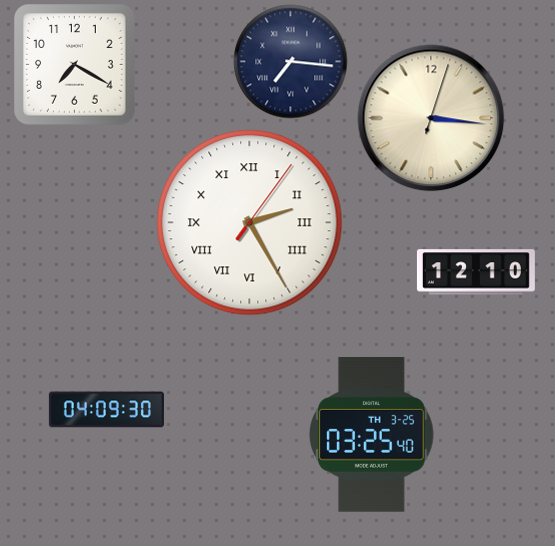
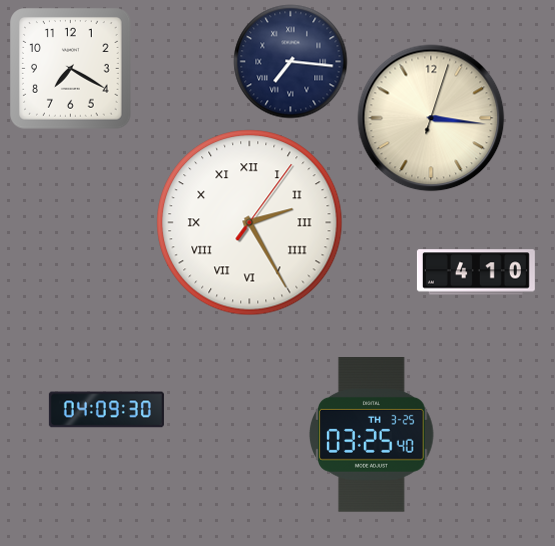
clock at (75, 65) position: (75, 65) -> (71, 69)
clock at (476, 272): 12:10 -> 4:10
